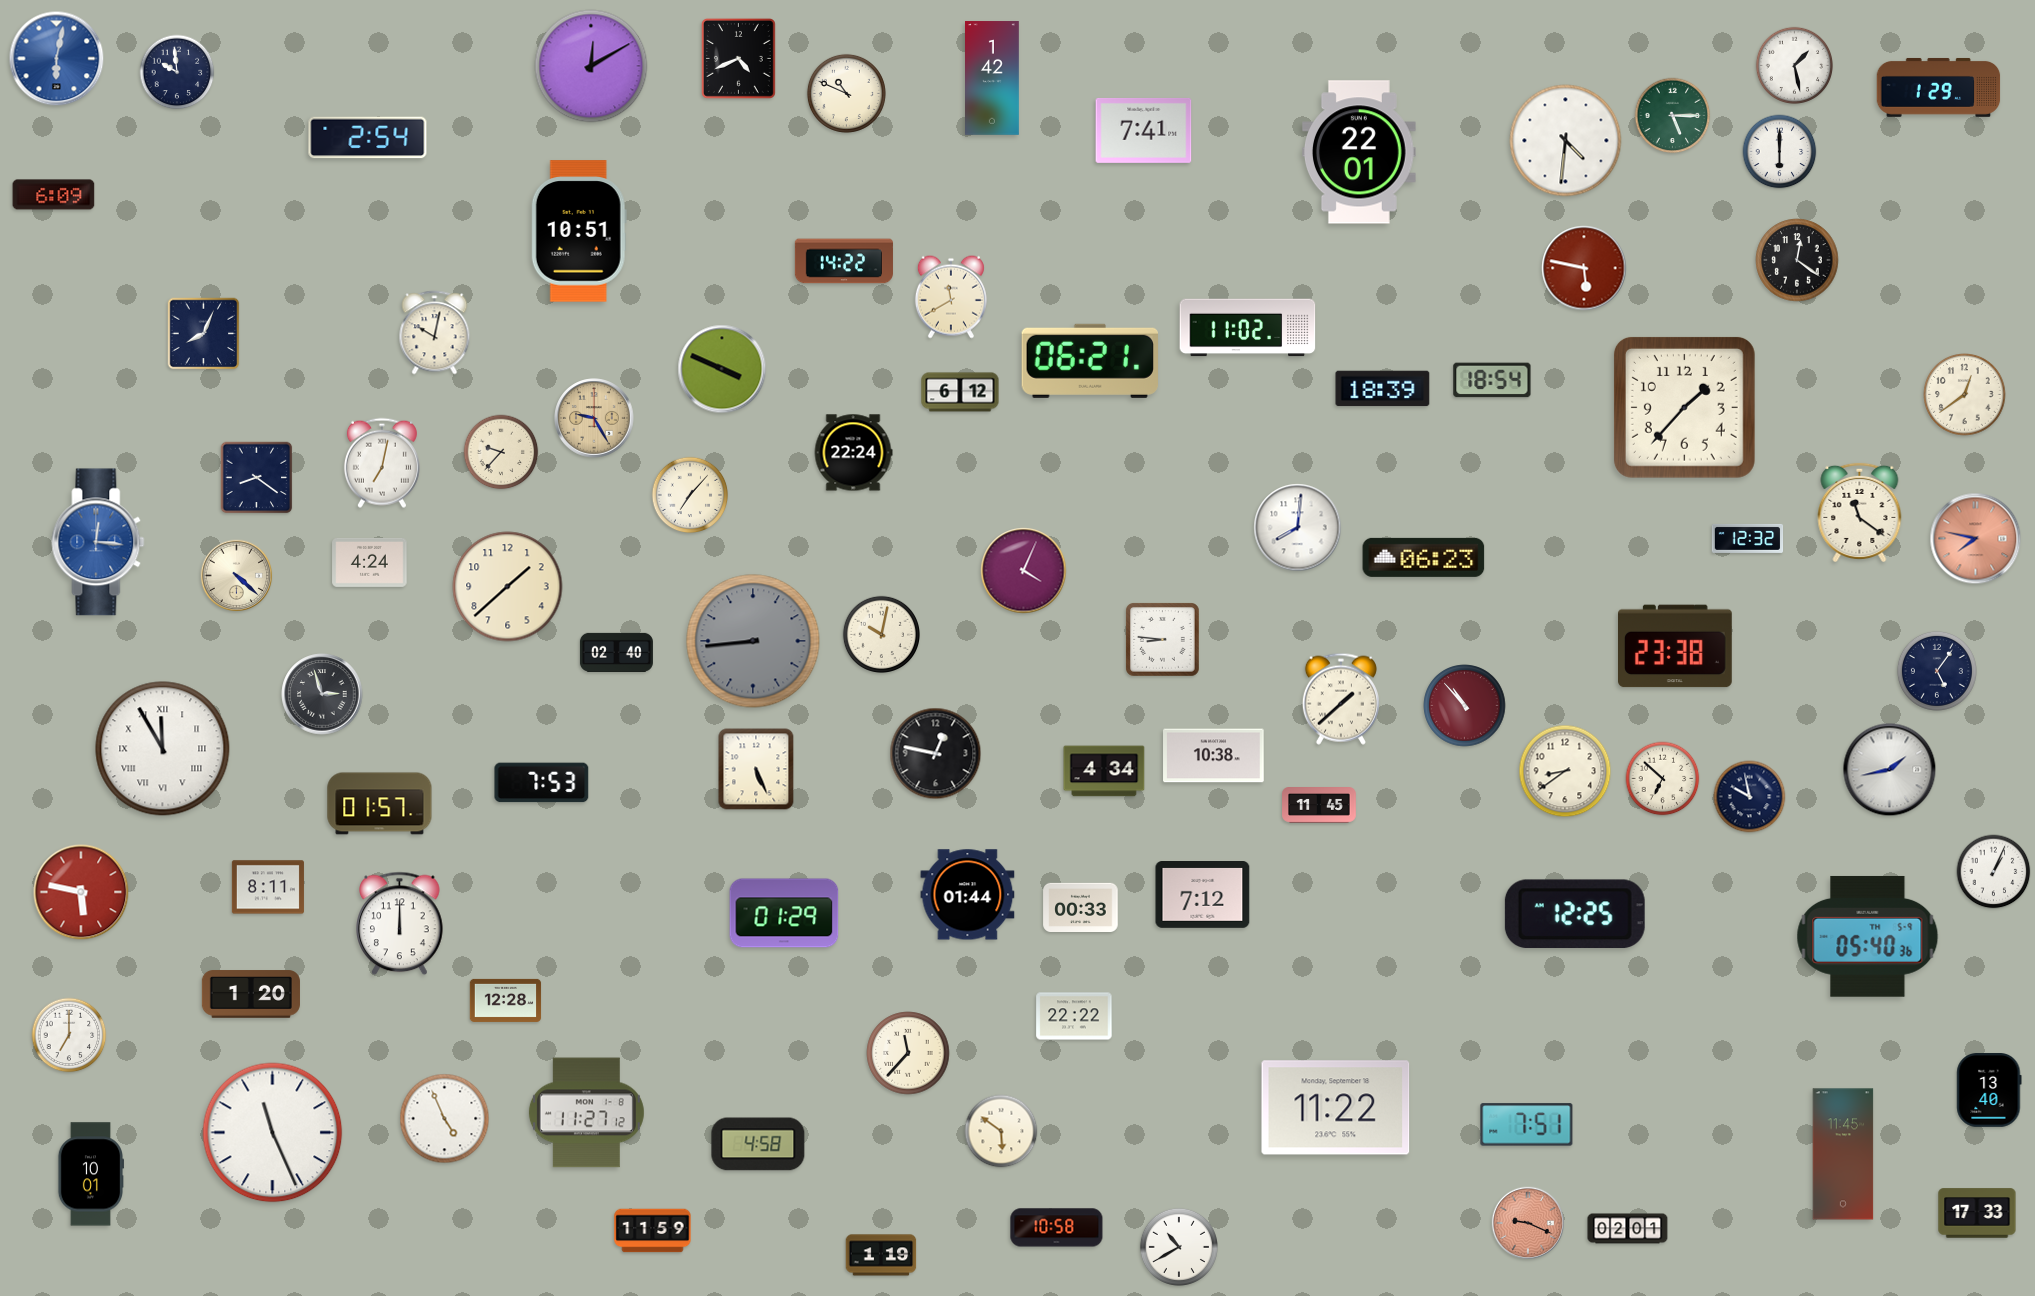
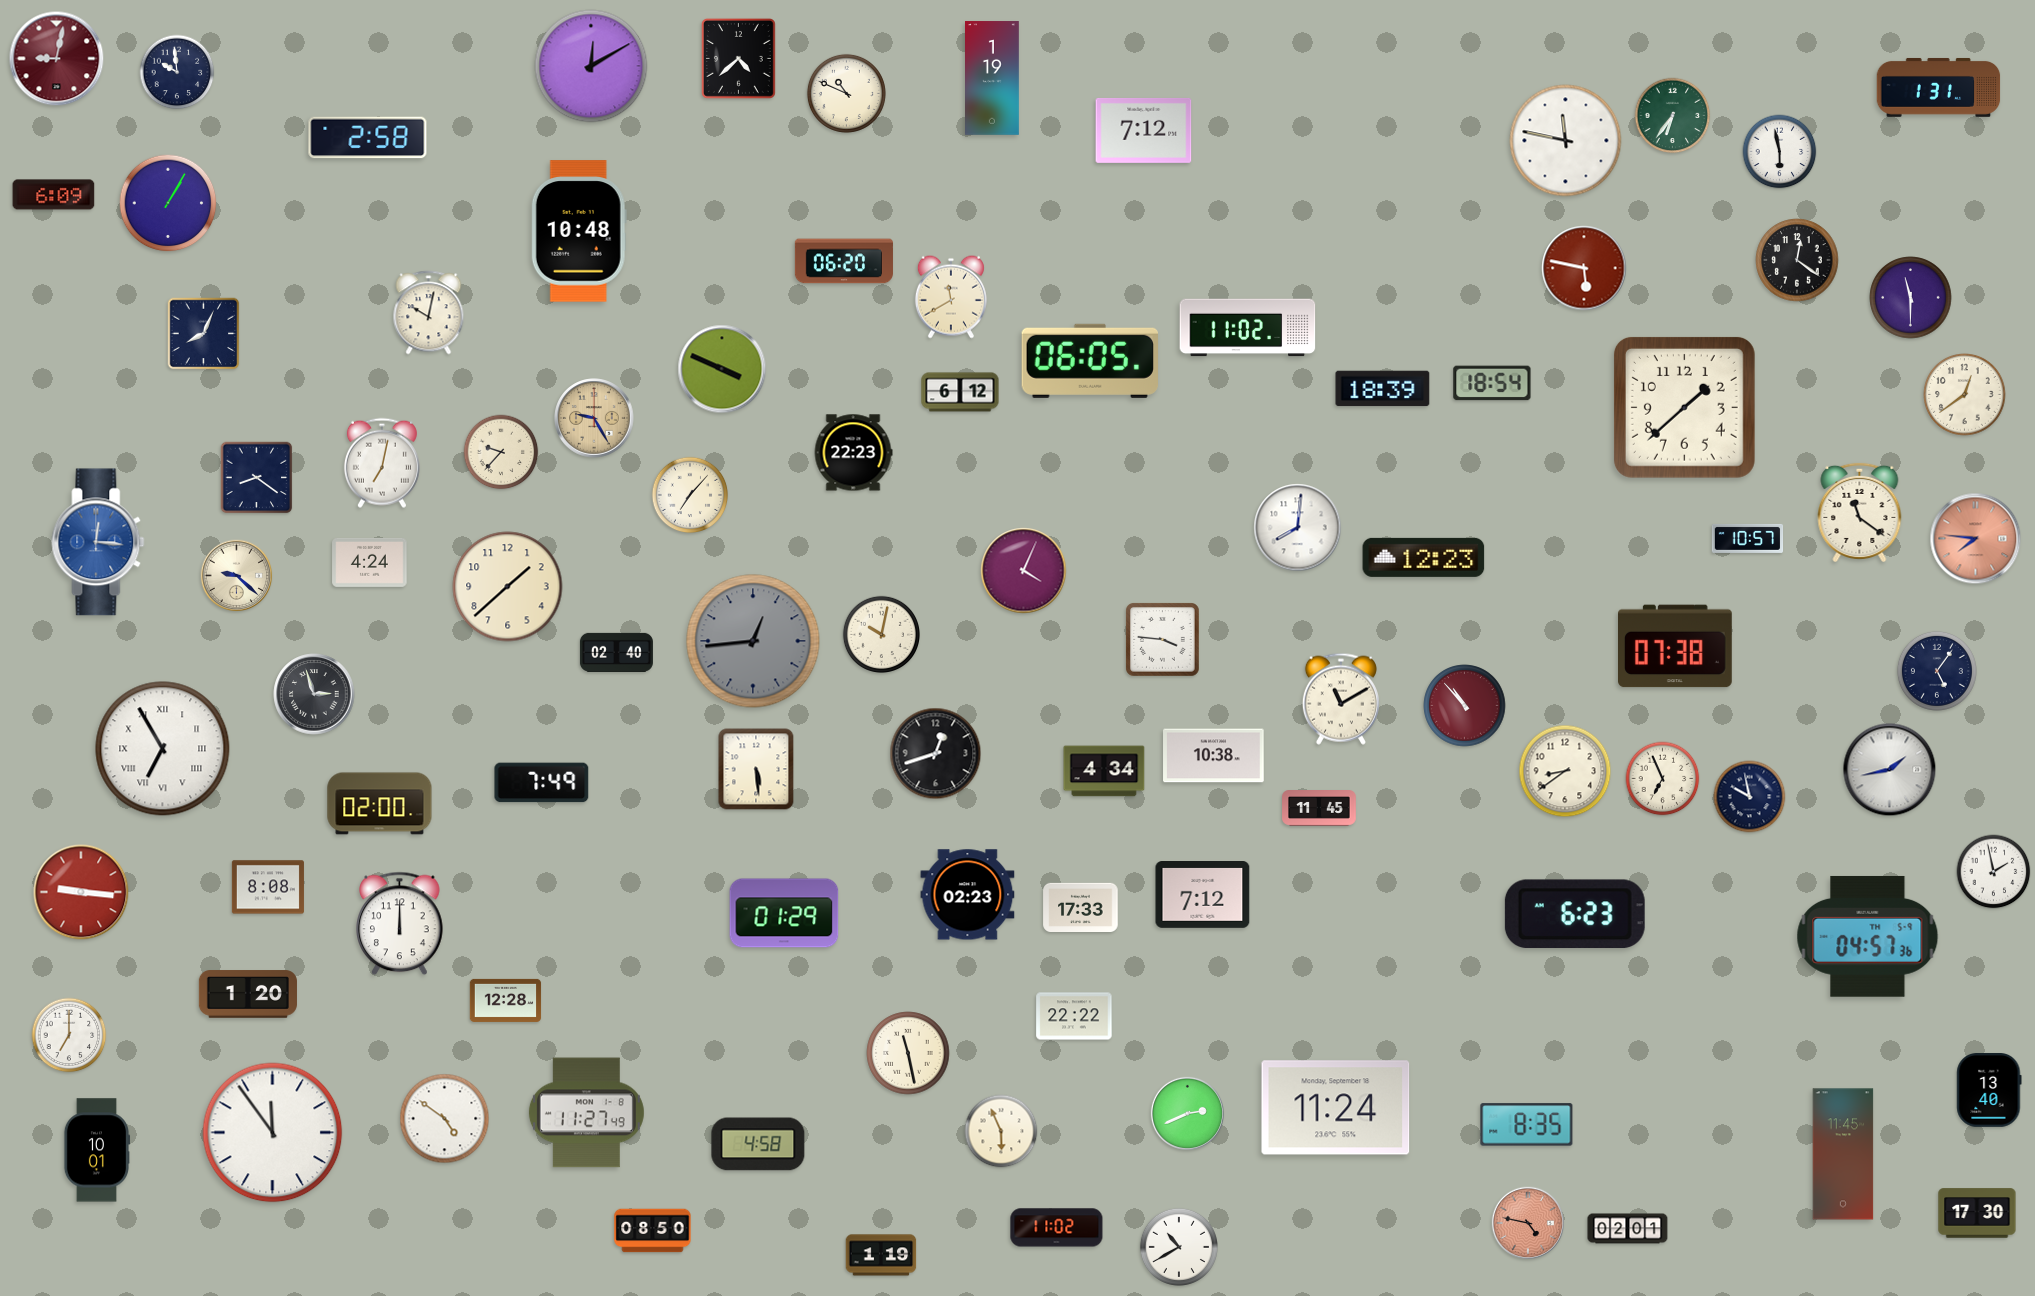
clock at (57, 59): 6:02 -> 9:02
clock at (57, 59) dial: blue -> burgundy
clock at (738, 59): 4:41 -> 4:38
clock at (1794, 65): 1:28 -> none
clock at (993, 78): 1:42 -> 1:19
clock at (1939, 87): 1:29 -> 1:31
clock at (1673, 116): 5:15 -> 6:36
clock at (1144, 130): 7:41 -> 7:12
clock at (368, 138): 2:54 -> 2:58
clock at (1566, 141): 4:31 -> 11:47
clock at (1360, 152): 22:01 -> none
clock at (1780, 152): 6:00 -> 5:58
clock at (168, 203): none -> 1:05
clock at (579, 231): 10:51 -> 10:48
clock at (844, 261): 14:22 -> 06:20
clock at (1911, 298): none -> 11:30
clock at (435, 333) position: (435, 333) -> (429, 313)
clock at (1090, 361): 06:21 -> 06:05
clock at (1492, 380) position: (1492, 380) -> (1492, 383)
clock at (1684, 407): 1:37 -> 1:38
clock at (853, 453): 22:24 -> 22:23
clock at (1748, 538): 12:32 -> 10:57
clock at (1976, 539): 7:47 -> 7:46
clock at (1424, 557): 06:23 -> 12:23
clock at (237, 576): 4:22 -> 9:22
clock at (1163, 640): 8:46 -> 3:46
clock at (753, 641): 8:44 -> 12:44
clock at (1676, 646): 23:38 -> 07:38
clock at (322, 694) position: (322, 694) -> (314, 694)
clock at (1341, 699): 1:38 -> 11:10
clock at (163, 749): 11:55 -> 6:55
clock at (936, 754): 12:47 -> 12:42
clock at (756, 769): 5:26 -> 5:29
clock at (1663, 779): 6:52 -> 6:56
clock at (542, 783): 7:53 -> 7:49
clock at (380, 804): 01:57 -> 02:00
clock at (1319, 806) position: (1319, 806) -> (1319, 809)
clock at (1994, 872): 1:04 -> 1:58
clock at (268, 887): 8:11 -> 8:08
clock at (81, 892): 5:47 -> 9:16
clock at (968, 895): 01:44 -> 02:23
clock at (1081, 907): 00:33 -> 17:33
clock at (1575, 914): 12:25 -> 6:23
clock at (1868, 936): 05:40 -> 04:57
clock at (251, 994) position: (251, 994) -> (248, 994)
clock at (908, 1053): 11:37 -> 11:28
clock at (1336, 1108): 11:22 -> 11:24
clock at (586, 1113): 11:27:12 -> 11:27:49
clock at (1187, 1113): none -> 2:41
clock at (445, 1119): 4:56 -> 4:51
clock at (1527, 1125): 7:51 -> 8:35
clock at (1001, 1131): 5:51 -> 5:56
clock at (273, 1133): 11:26 -> 11:54
clock at (90, 1174) position: (90, 1174) -> (96, 1150)
clock at (1977, 1213): 17:33 -> 17:30
clock at (1527, 1222): 9:19 -> 4:47
clock at (1057, 1228): 10:58 -> 11:02
clock at (653, 1231): 11:59 -> 08:50
